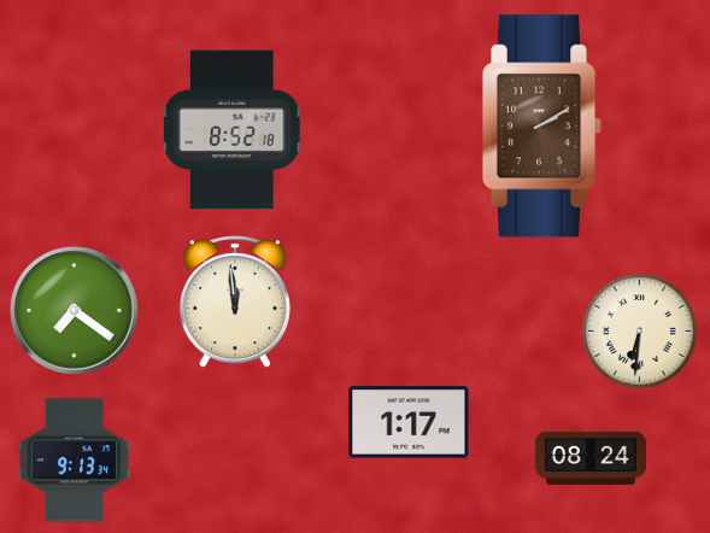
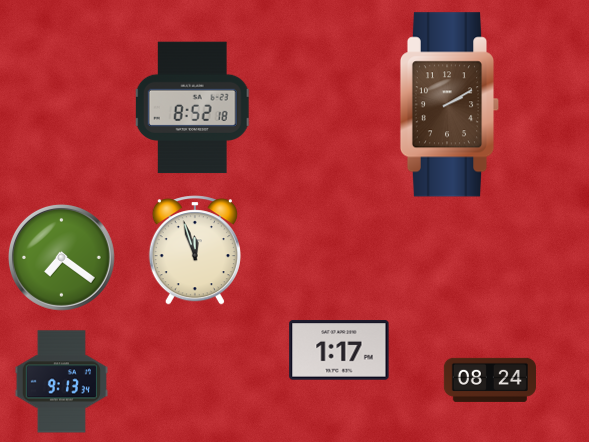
clock at (235, 301): 11:59 -> 11:57
clock at (640, 332): 6:31 -> none
